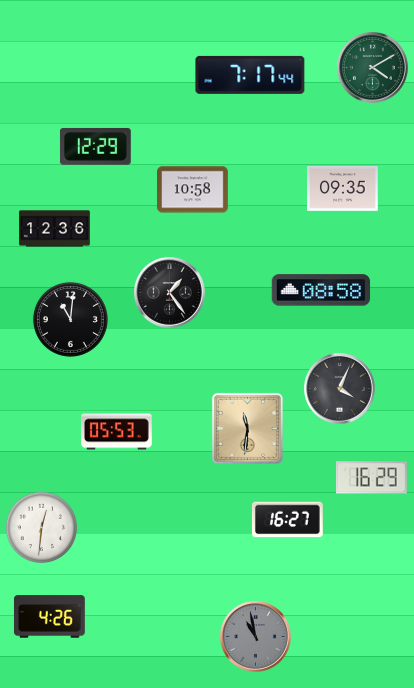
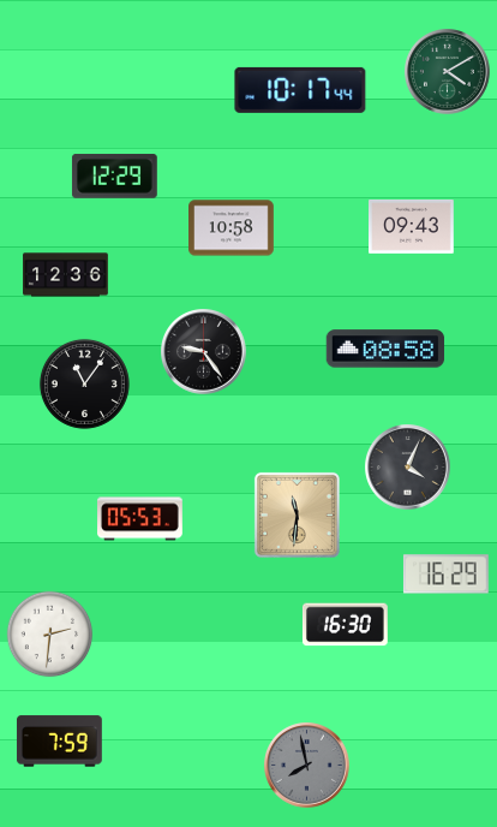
clock at (373, 68) position: (373, 68) -> (448, 72)
clock at (250, 75): 7:17 -> 10:17
clock at (343, 188): 09:35 -> 09:43
clock at (170, 293): 1:24 -> 9:24
clock at (70, 319): 11:01 -> 11:06
clock at (287, 520): 16:27 -> 16:30
clock at (42, 528): 12:31 -> 2:31
clock at (50, 617): 4:26 -> 7:59
clock at (256, 637): 10:58 -> 7:58
